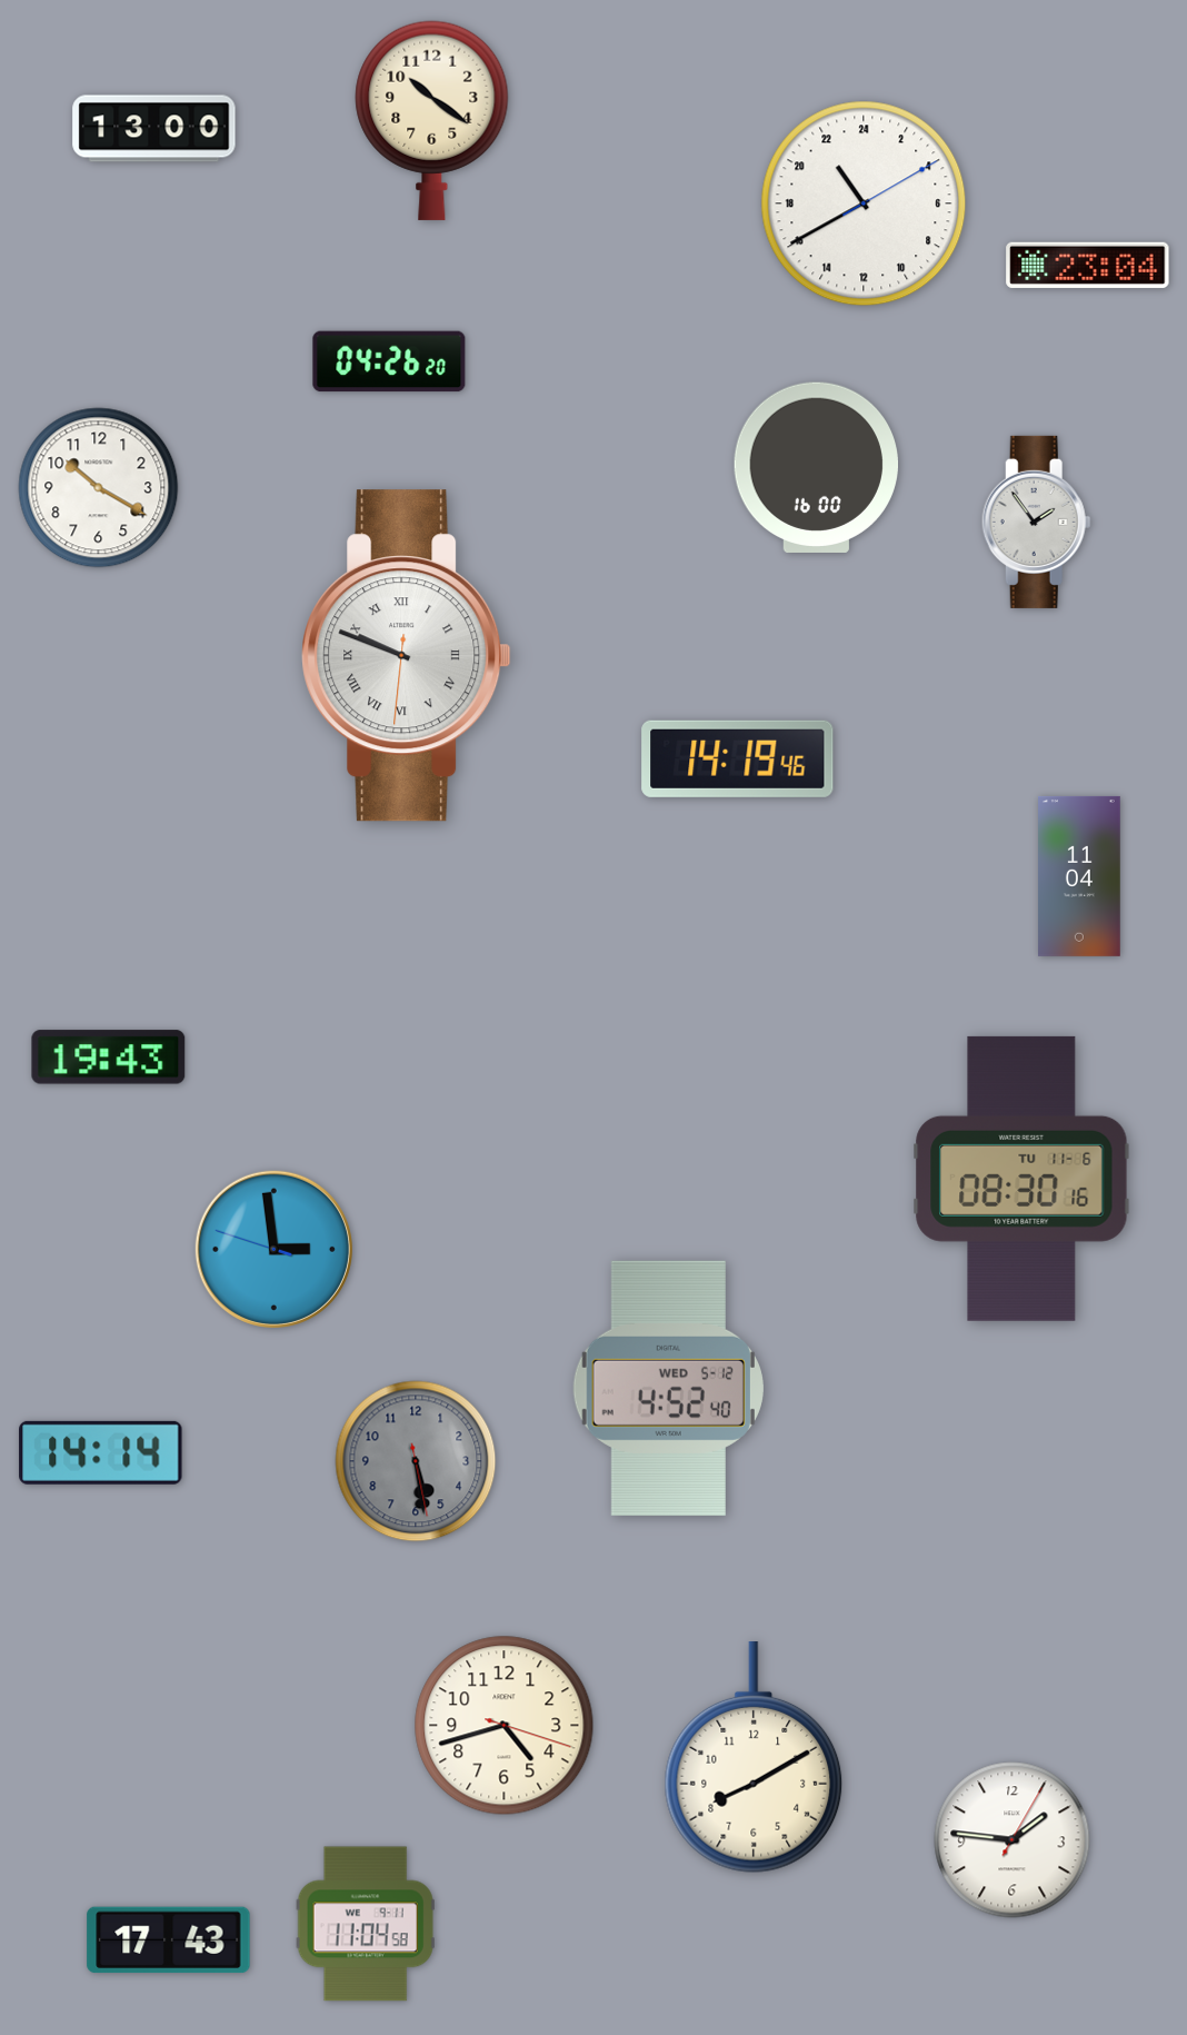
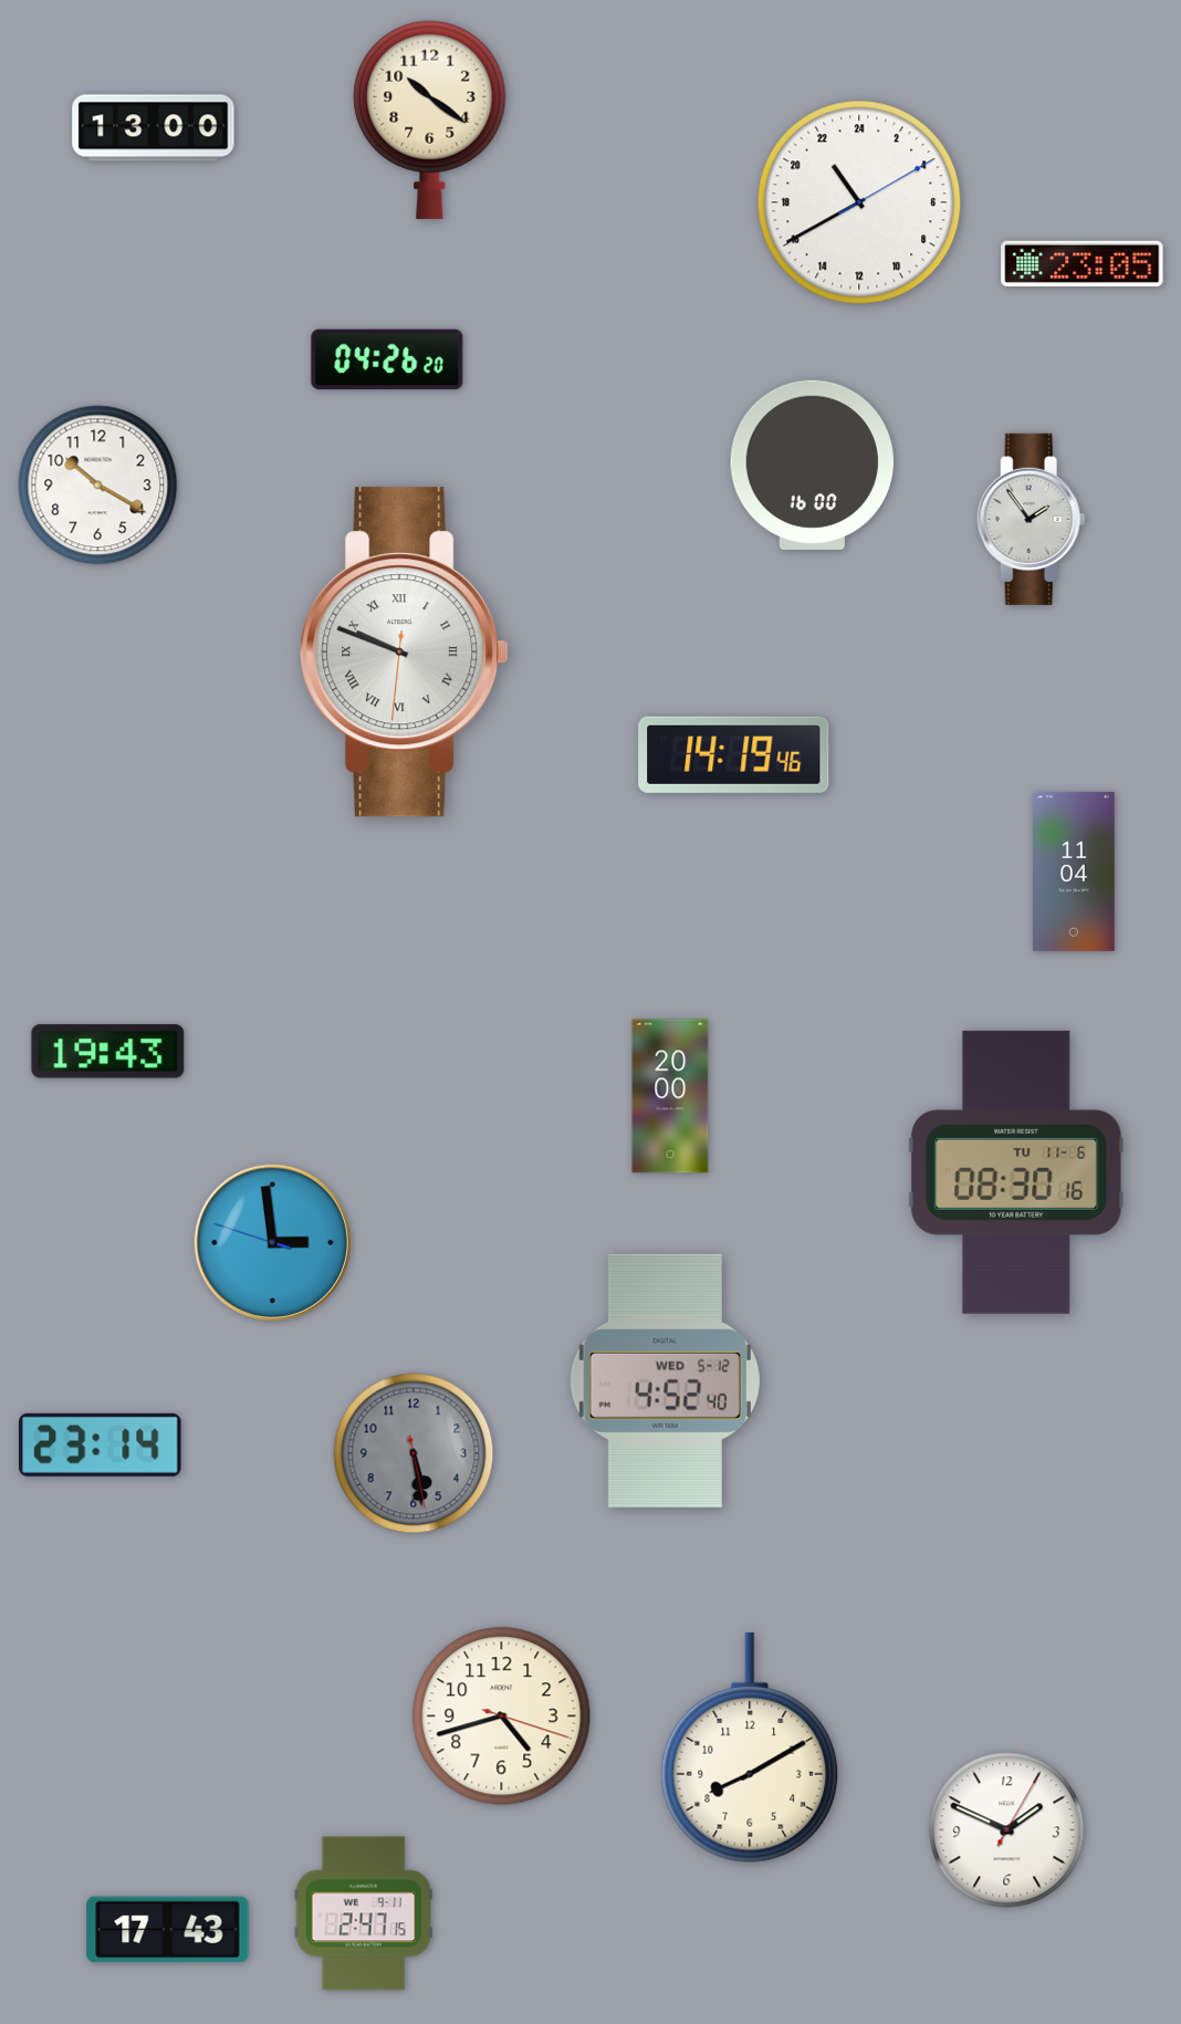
clock at (1088, 265): 23:04 -> 23:05
clock at (670, 1096): none -> 20:00
clock at (101, 1452): 14:14 -> 23:14
clock at (1013, 1840): 1:46 -> 1:49
clock at (366, 1924): 11:04 -> 2:47
